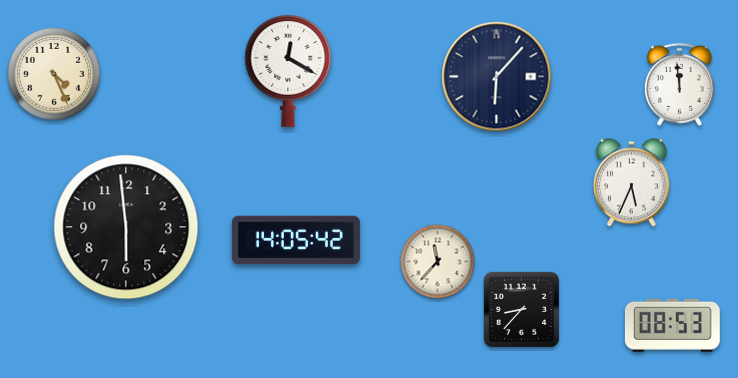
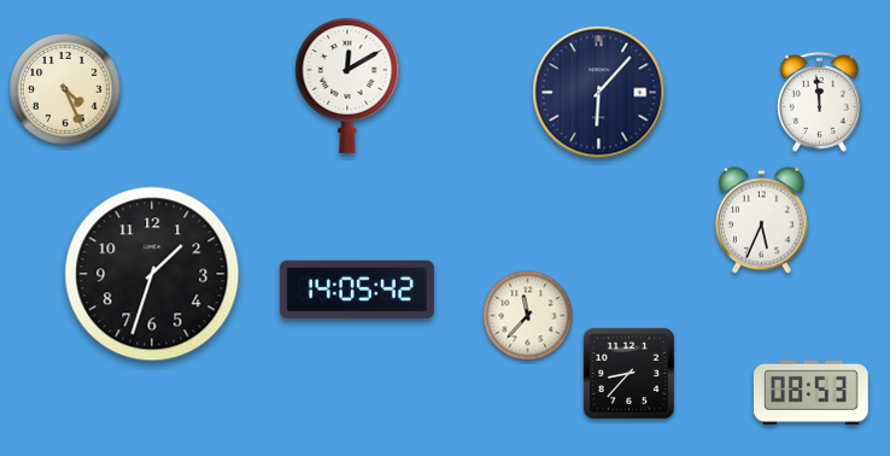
clock at (288, 71): 12:20 -> 12:10
clock at (126, 227): 5:59 -> 1:33
